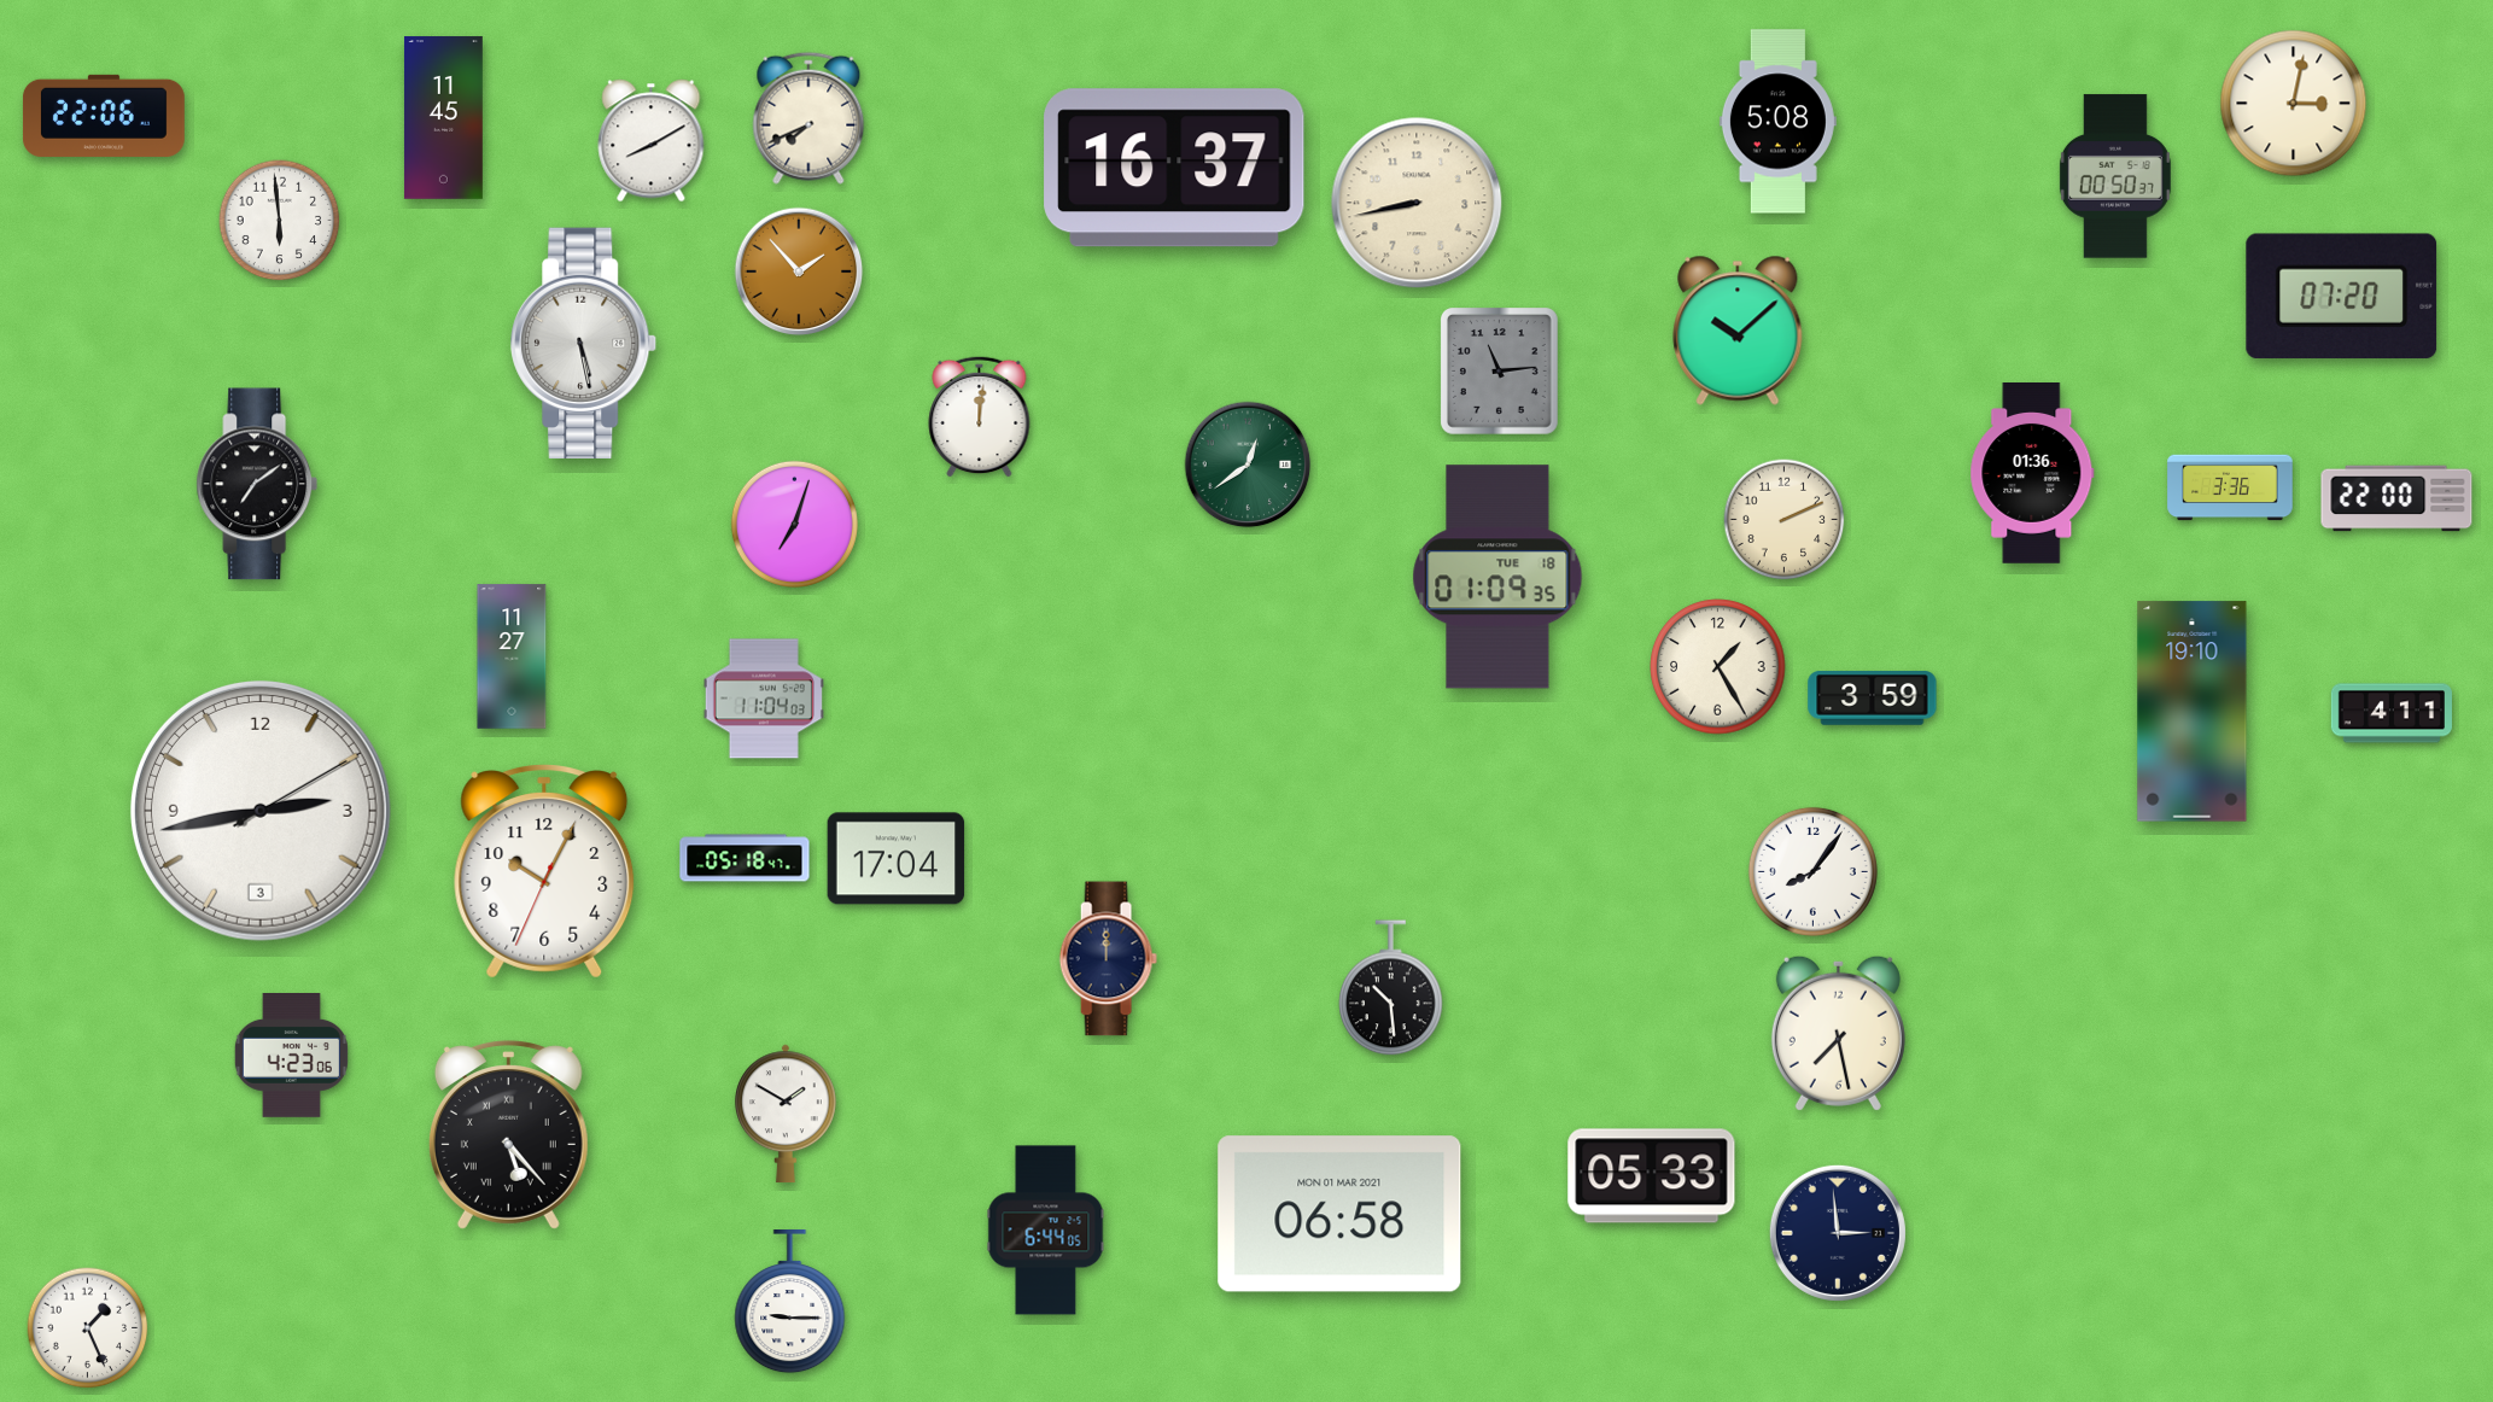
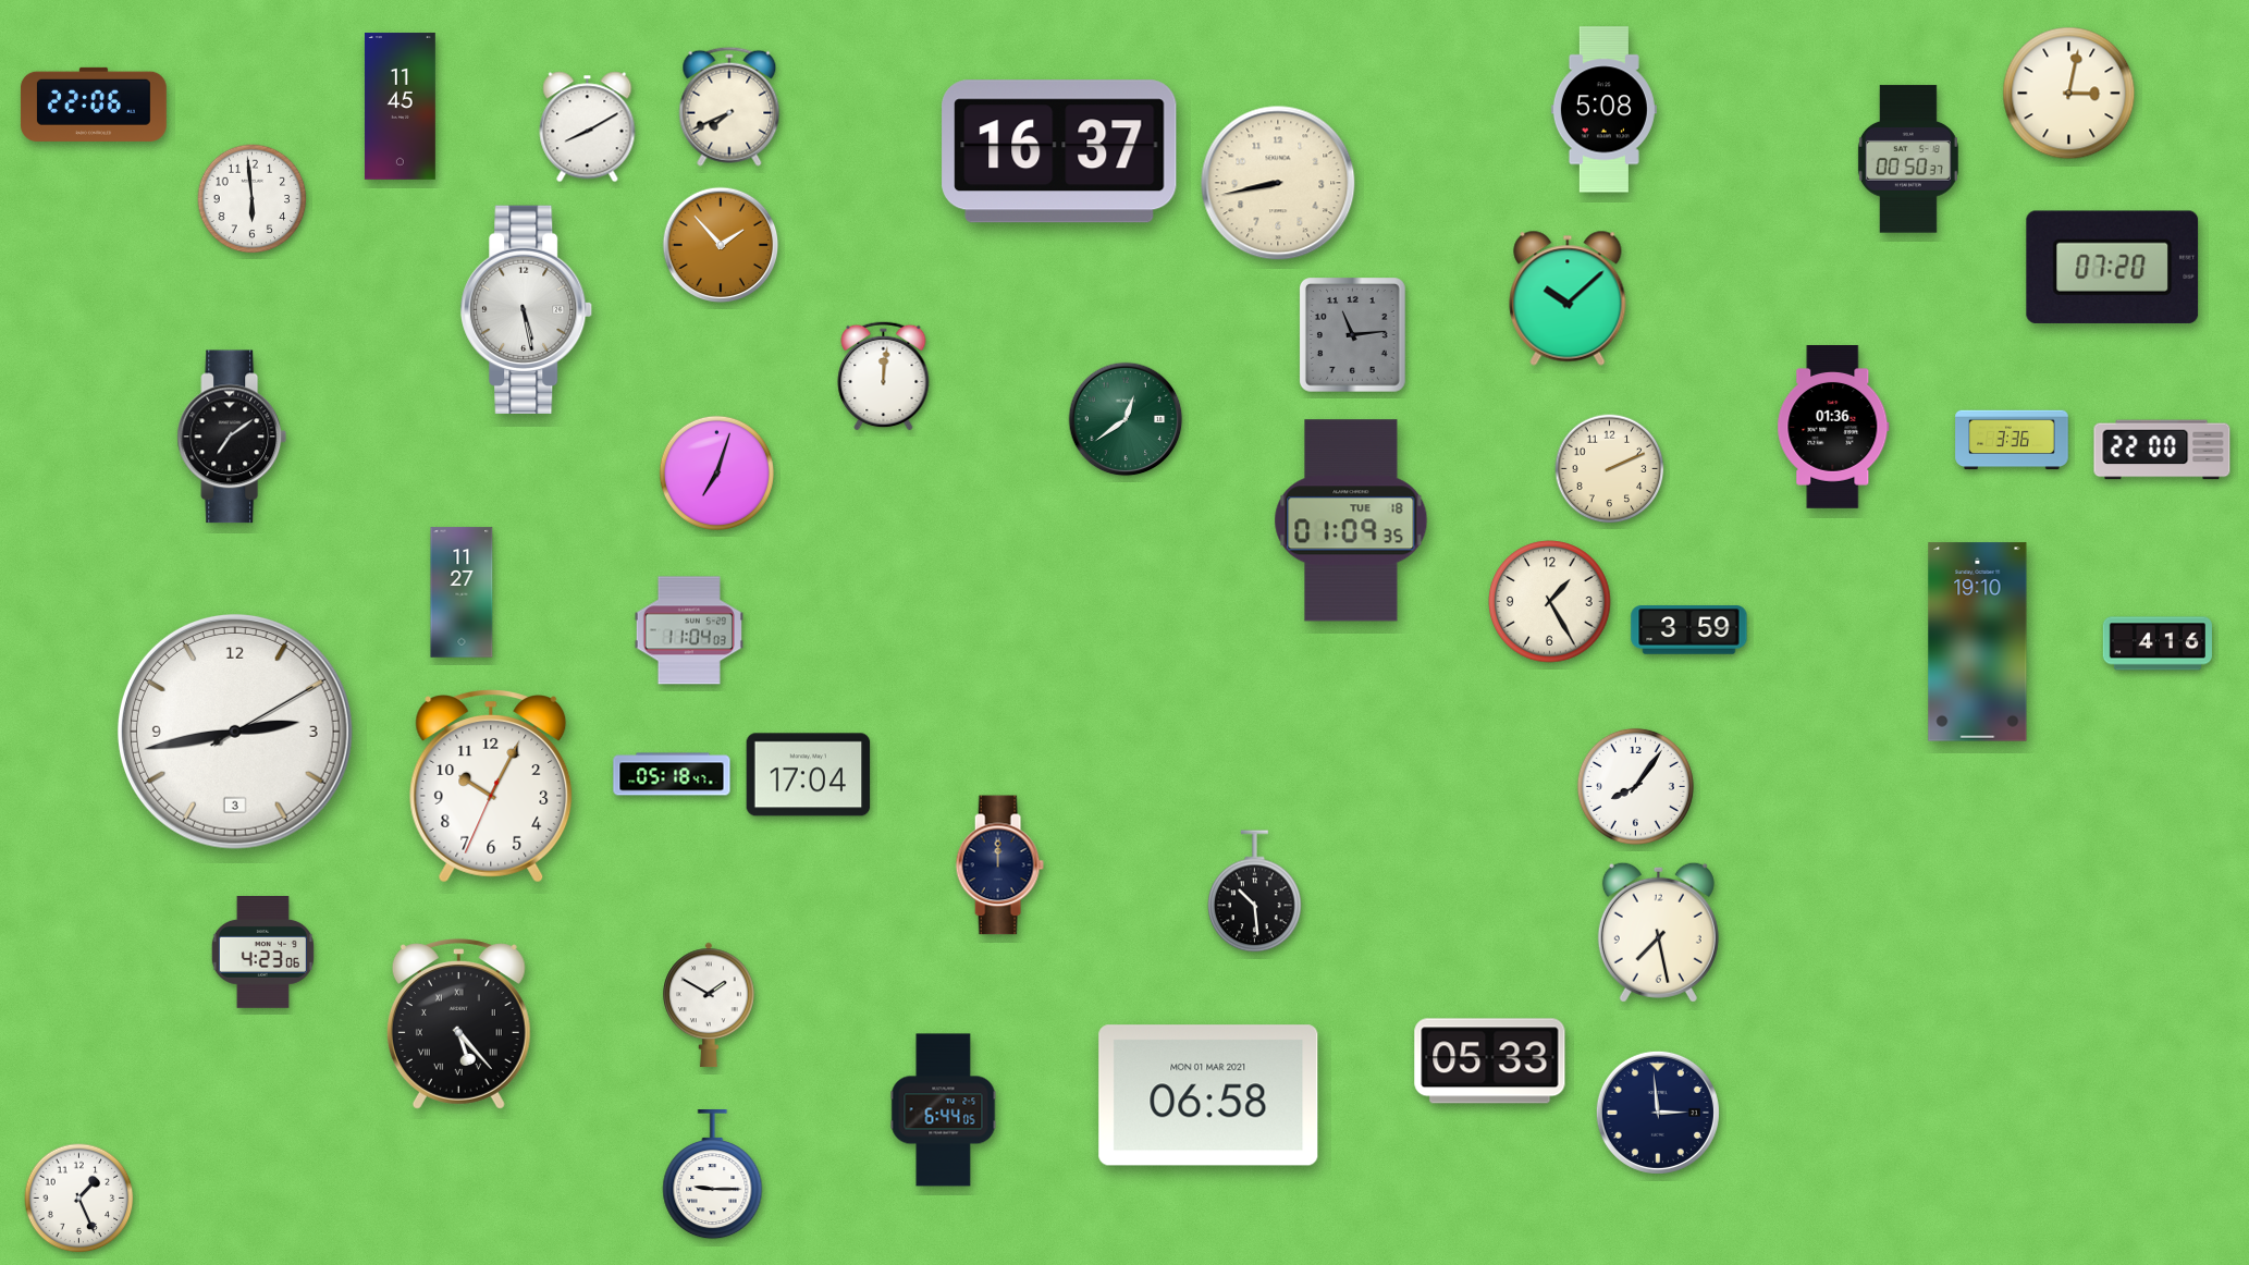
clock at (2392, 713): 4:11 -> 4:16
